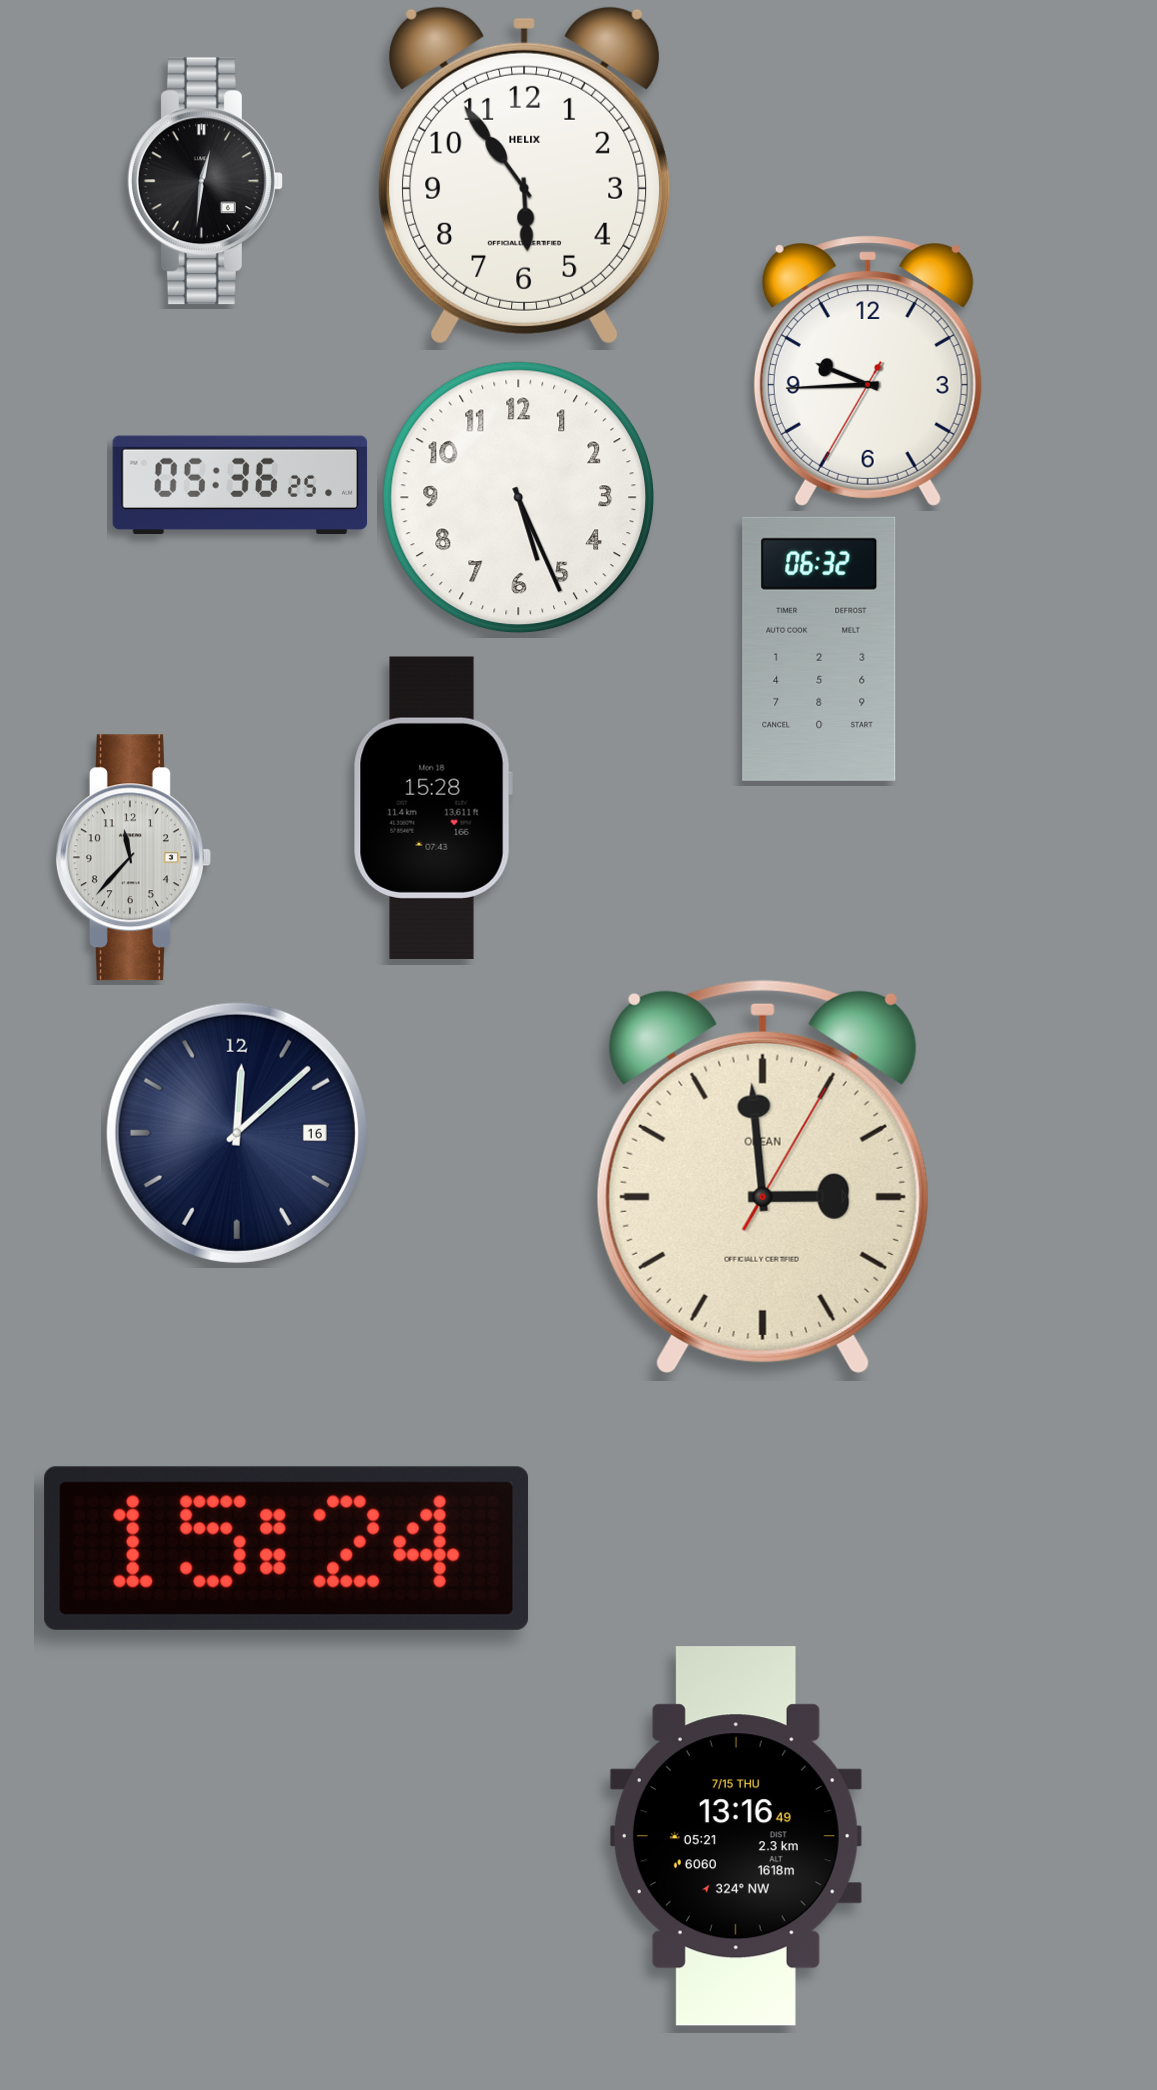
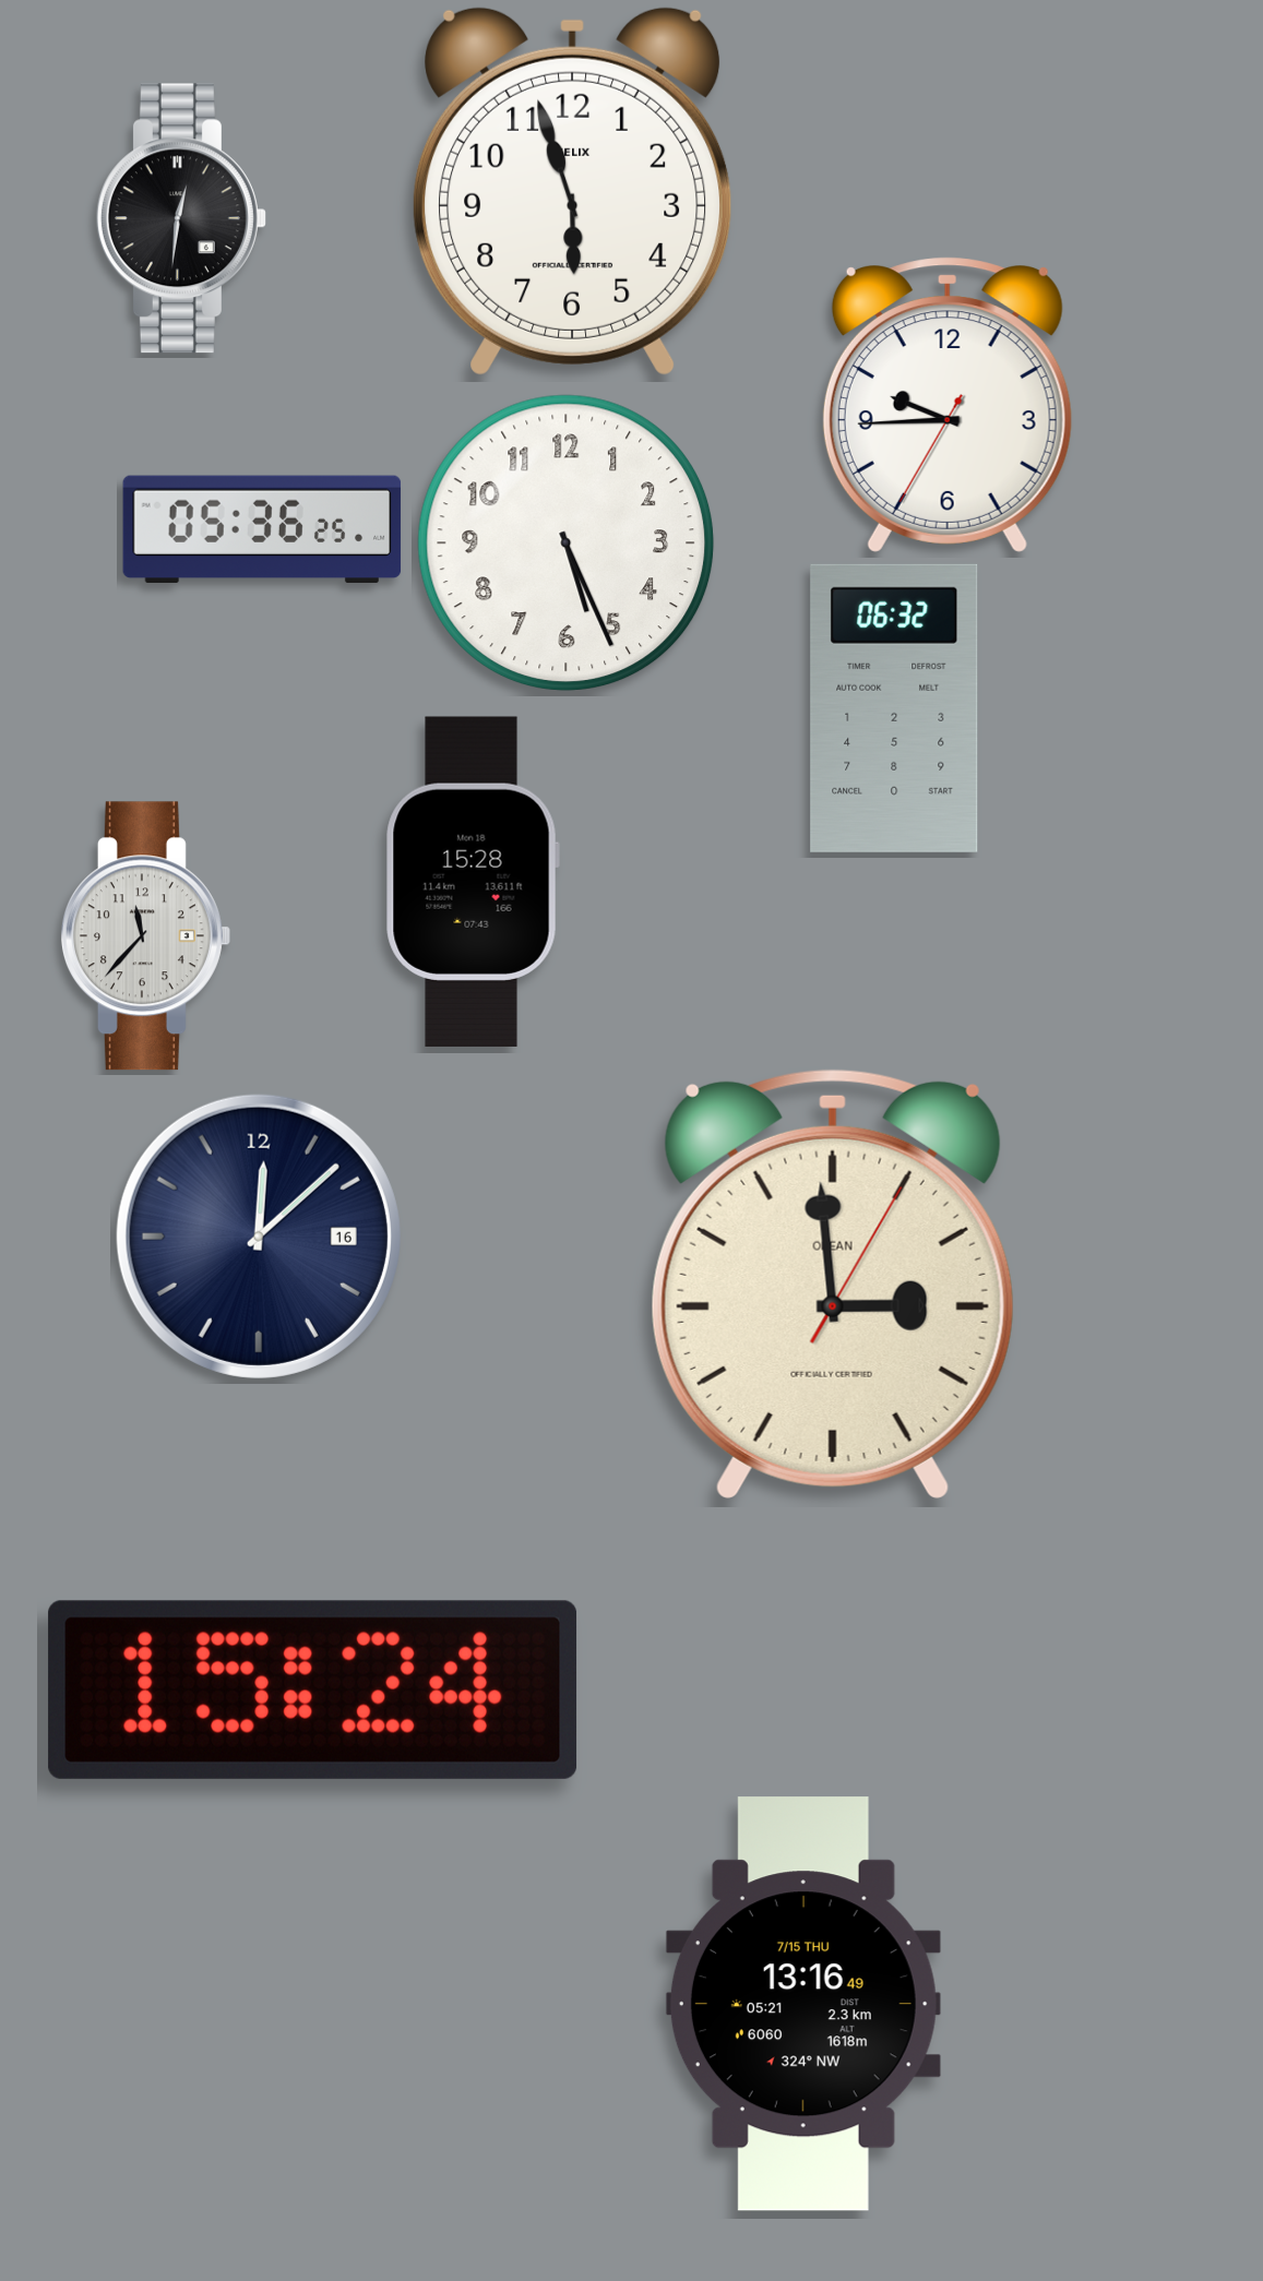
clock at (525, 175): 5:54 -> 5:57
clock at (205, 181) position: (205, 181) -> (181, 218)
